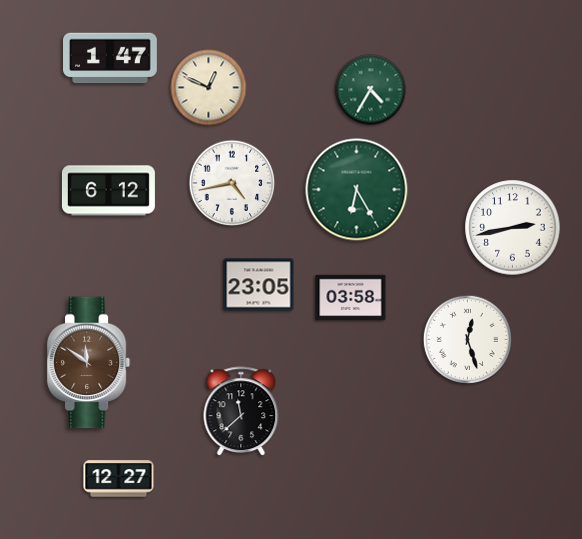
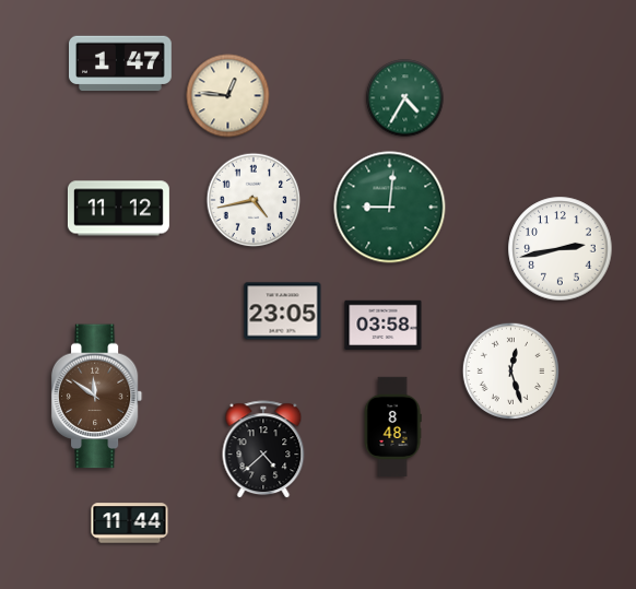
clock at (209, 88): 12:49 -> 12:46
clock at (357, 190): 6:25 -> 9:01
clock at (108, 191): 6:12 -> 11:12
clock at (392, 426): none -> 8:48
clock at (241, 412): 11:38 -> 4:38
clock at (119, 479): 12:27 -> 11:44
